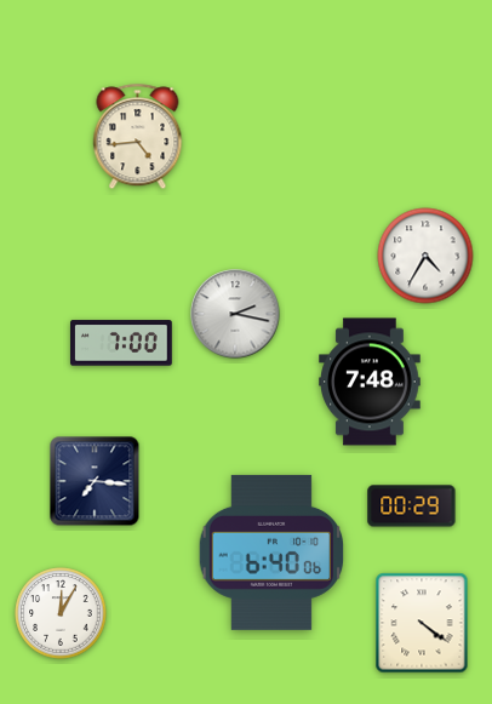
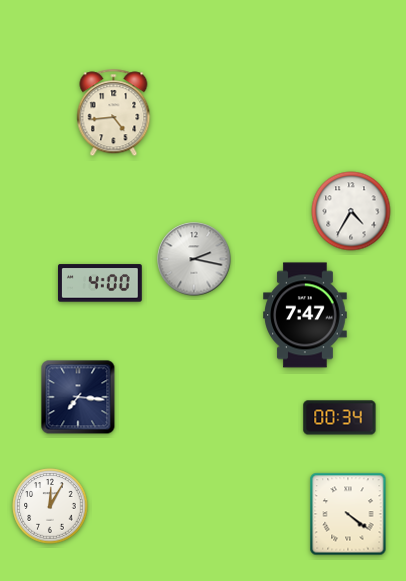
clock at (122, 343): 7:00 -> 4:00
clock at (370, 382): 7:48 -> 7:47
clock at (412, 506): 00:29 -> 00:34
clock at (271, 553): 6:40 -> none
